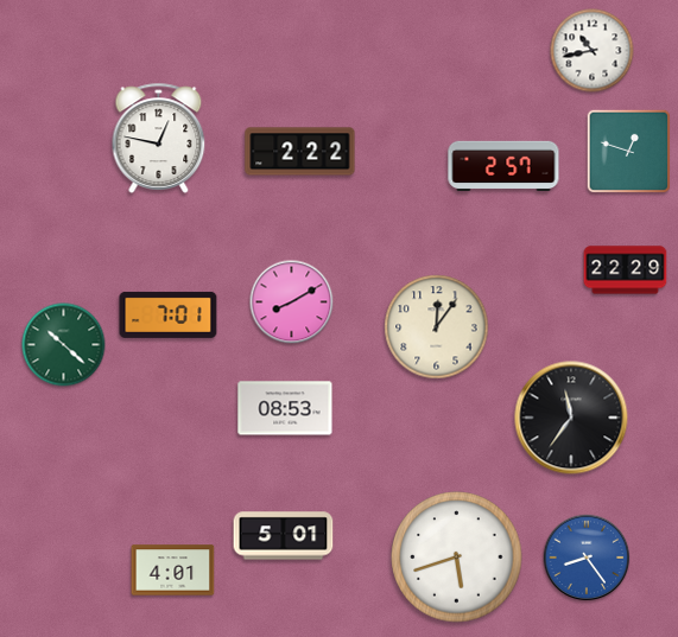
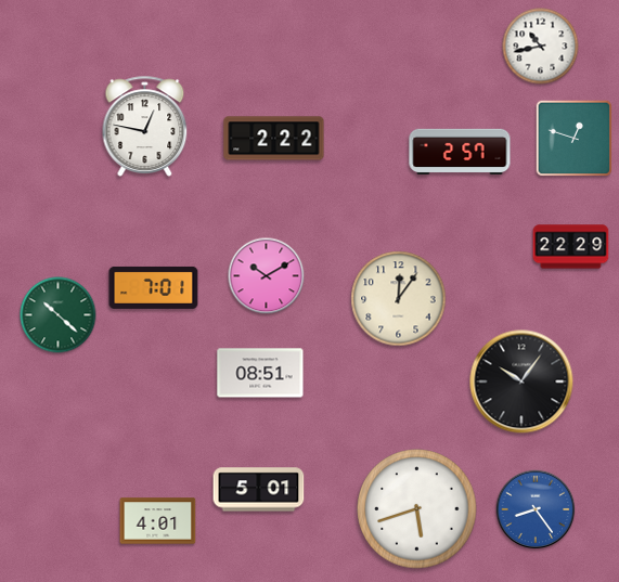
clock at (292, 302): 8:10 -> 10:10
clock at (285, 408): 08:53 -> 08:51
clock at (571, 418): 11:36 -> 10:06
